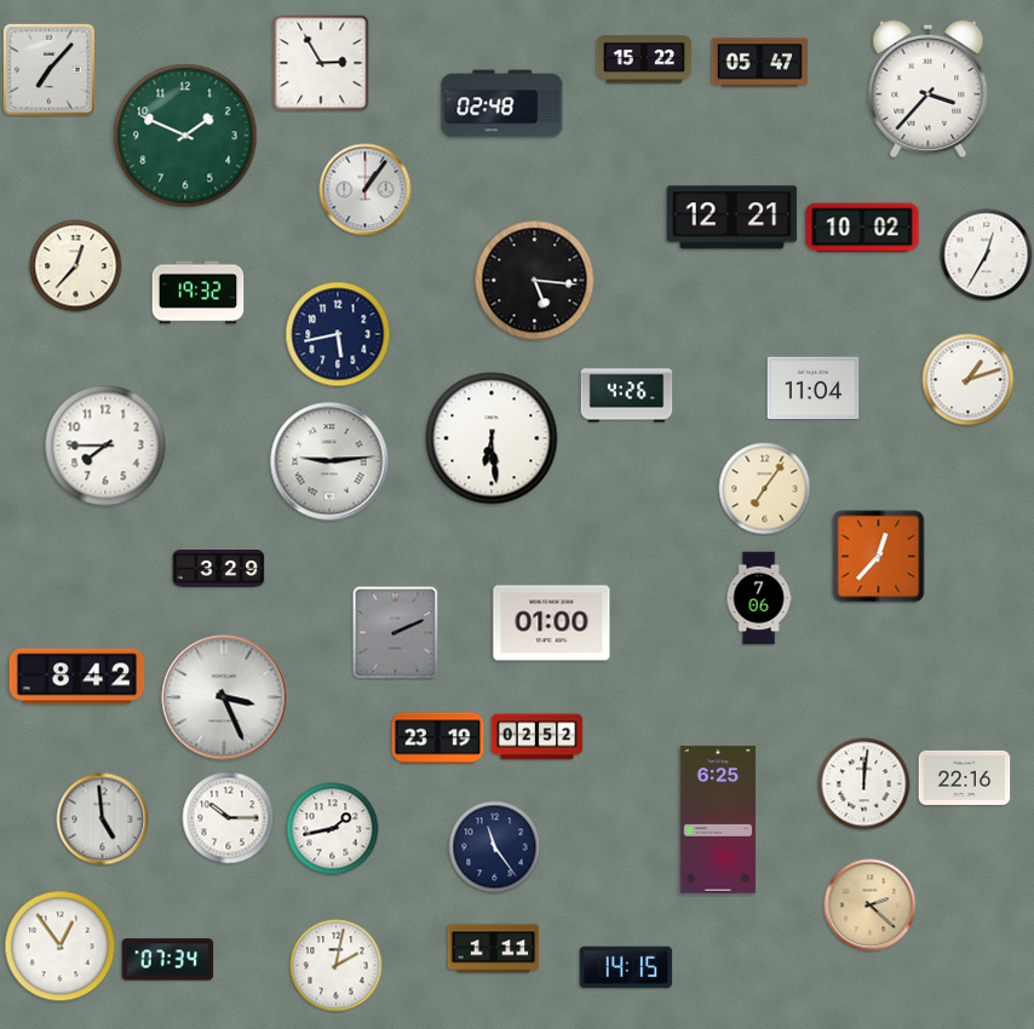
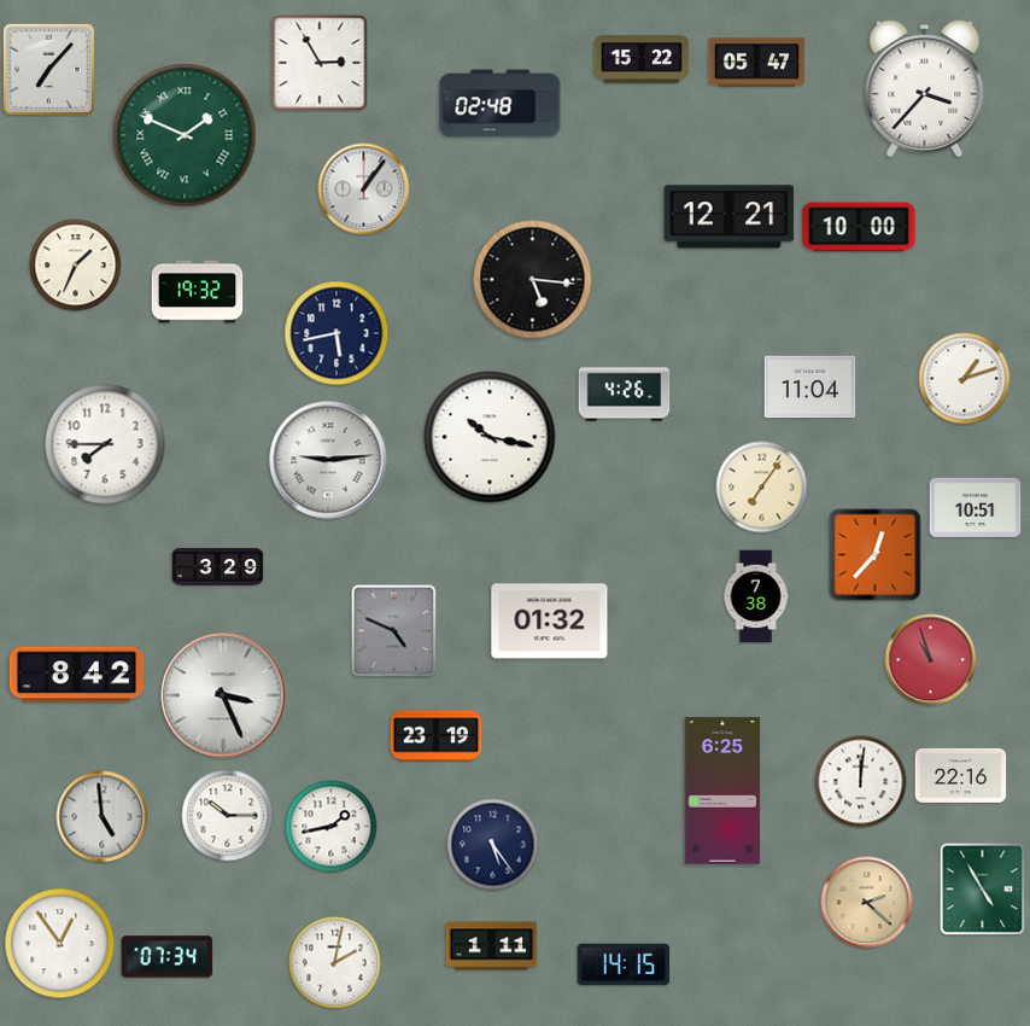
clock at (185, 136) numerals: Arabic -> Roman
clock at (862, 228): 10:02 -> 10:00
clock at (987, 255): 12:35 -> none
clock at (76, 266): 12:37 -> 1:34
clock at (492, 438): 6:29 -> 10:17
clock at (976, 507): none -> 10:51
clock at (759, 598): 7:06 -> 7:38
clock at (552, 623): 01:00 -> 01:32
clock at (396, 633): 2:11 -> 4:49
clock at (931, 660): none -> 10:57
clock at (538, 737): 02:52 -> none
clock at (718, 820) position: (718, 820) -> (722, 791)
clock at (495, 847): 11:24 -> 5:24
clock at (983, 890): none -> 4:55
